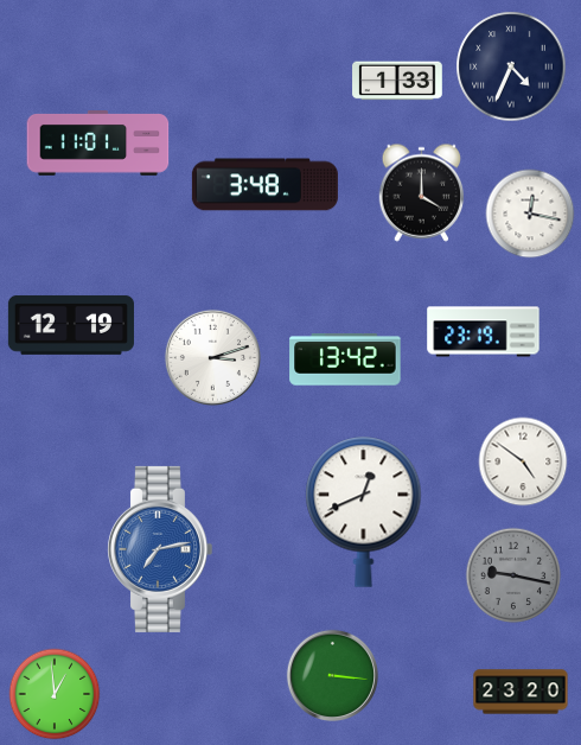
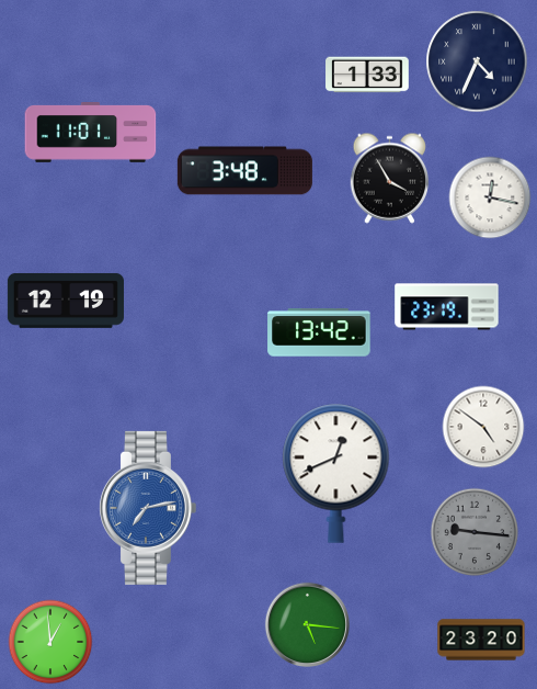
clock at (511, 66) position: (511, 66) -> (477, 61)
clock at (422, 192): 4:00 -> 3:55
clock at (212, 357): 3:12 -> none
clock at (513, 575): 9:17 -> 9:16
clock at (332, 675): 3:16 -> 5:16
